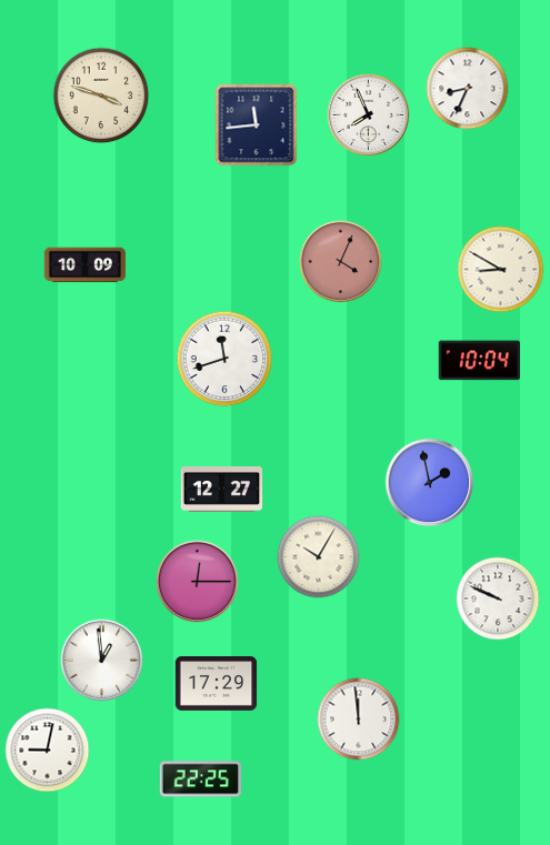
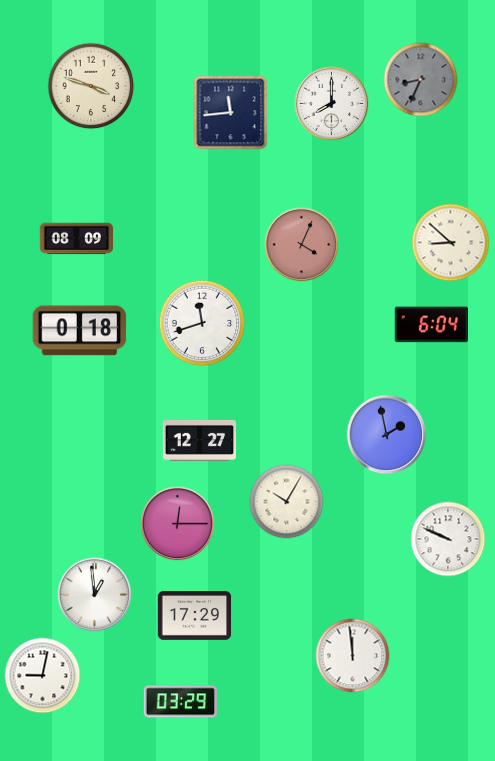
clock at (468, 89) dial: white -> grey
clock at (369, 115): 7:56 -> 8:00
clock at (341, 262) position: (341, 262) -> (302, 245)
clock at (86, 265): 10:09 -> 08:09
clock at (501, 270): 8:50 -> 8:52
clock at (479, 361): 10:04 -> 6:04
clock at (80, 331): none -> 0:18
clock at (102, 661) position: (102, 661) -> (95, 595)
clock at (359, 720) position: (359, 720) -> (353, 656)
clock at (200, 779): 22:25 -> 03:29
